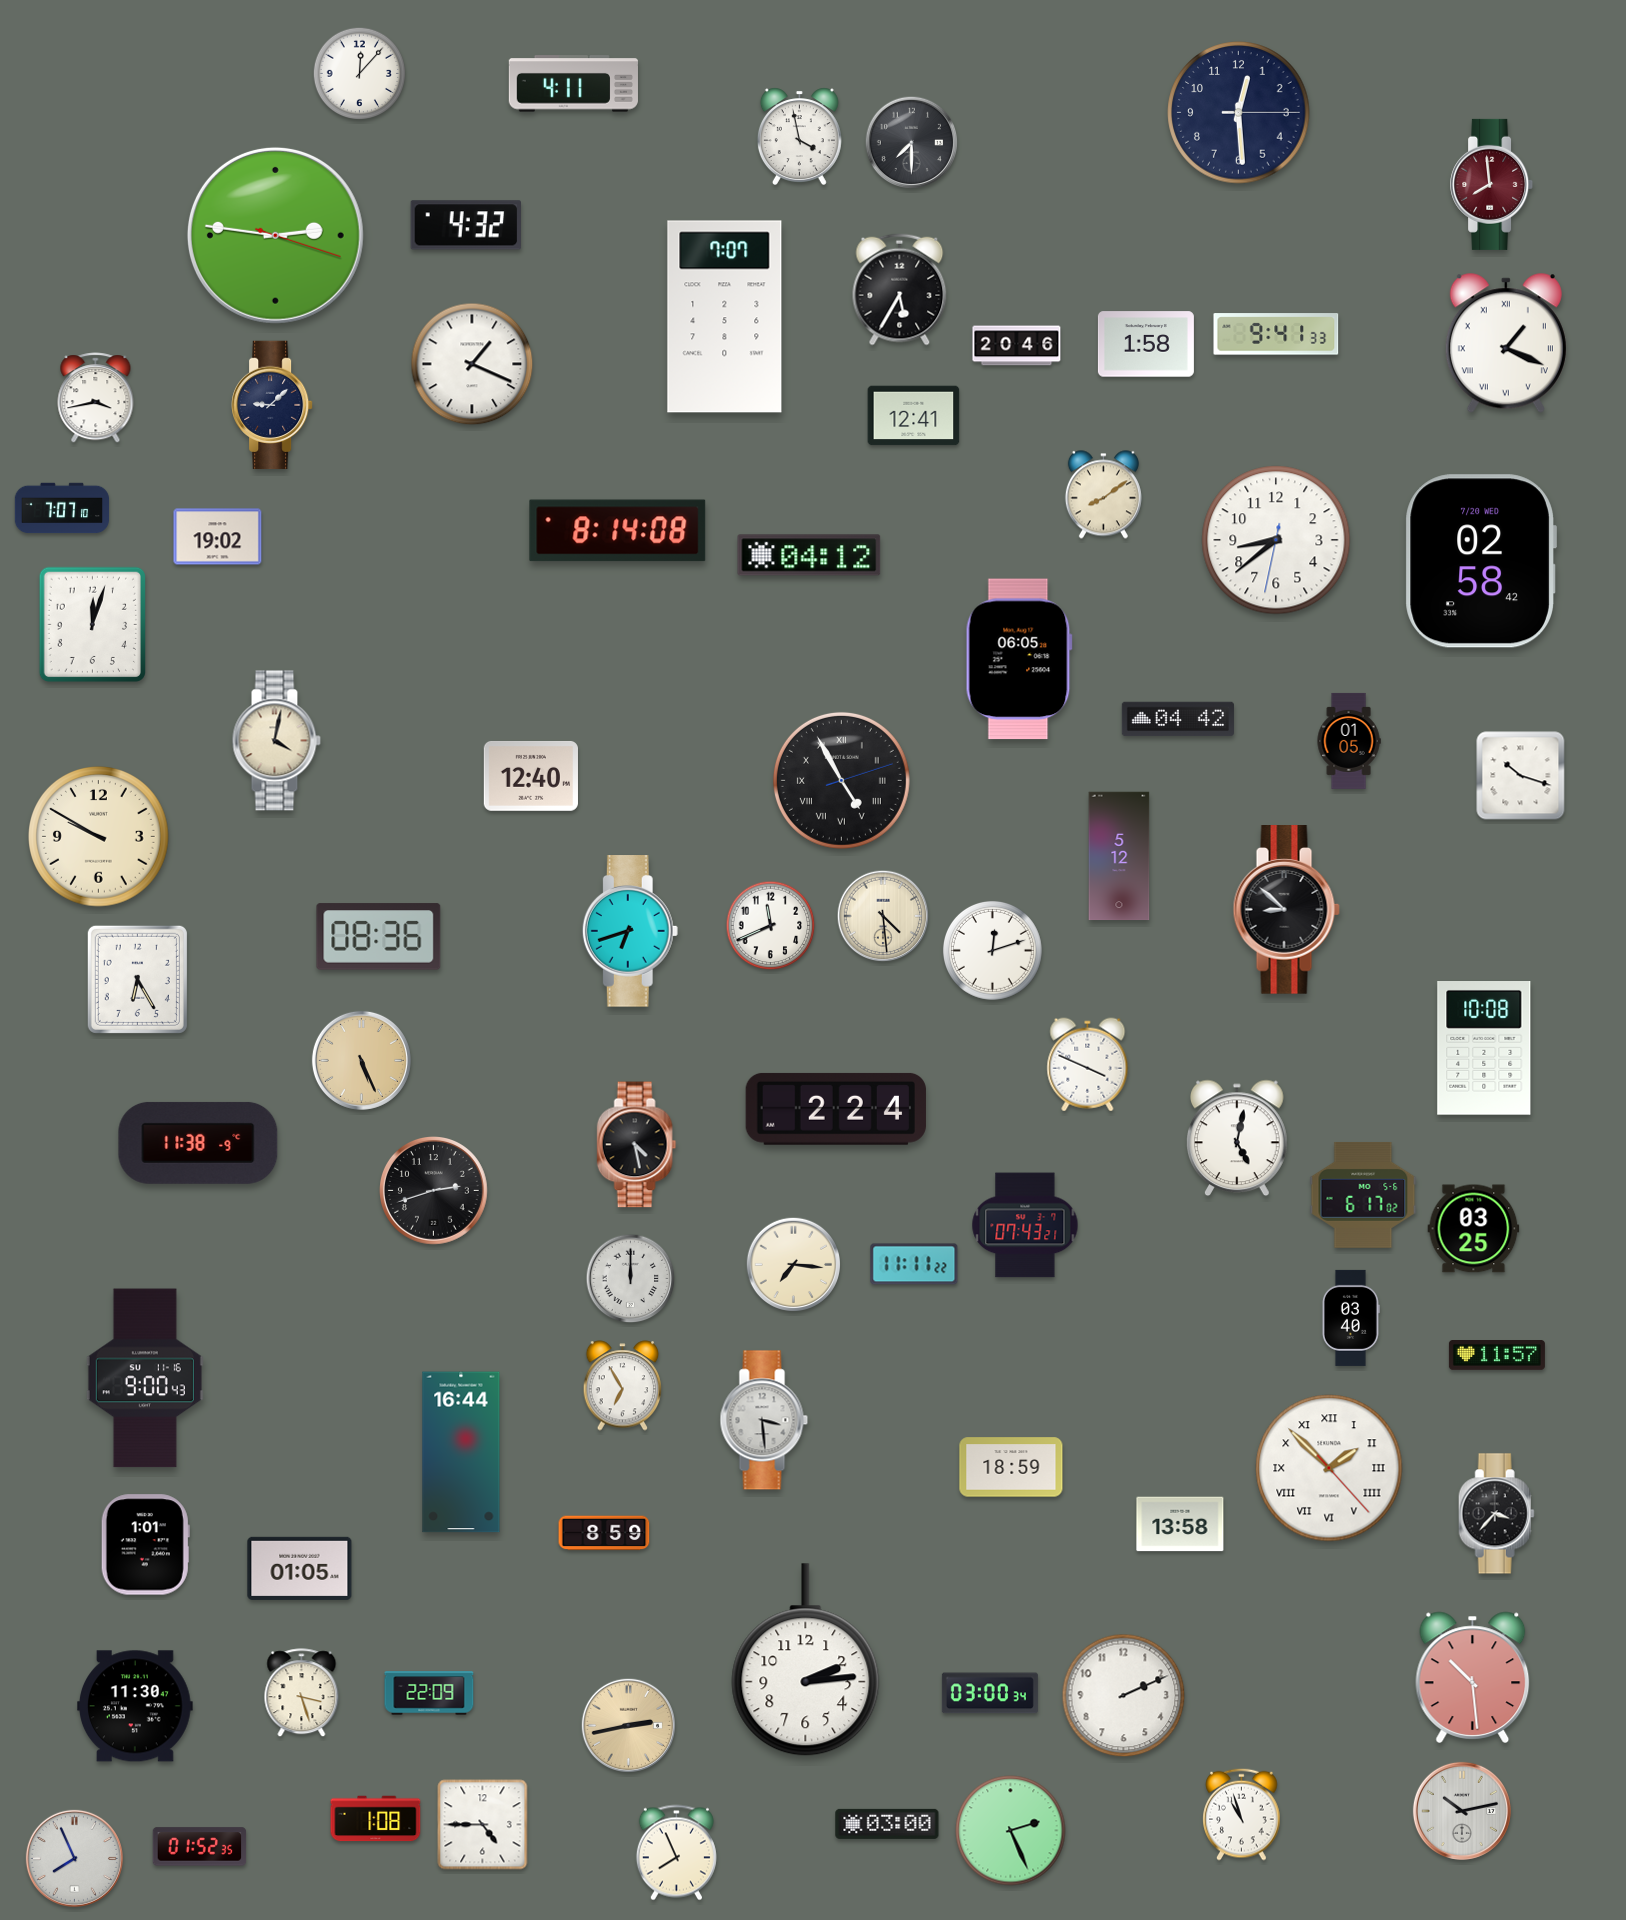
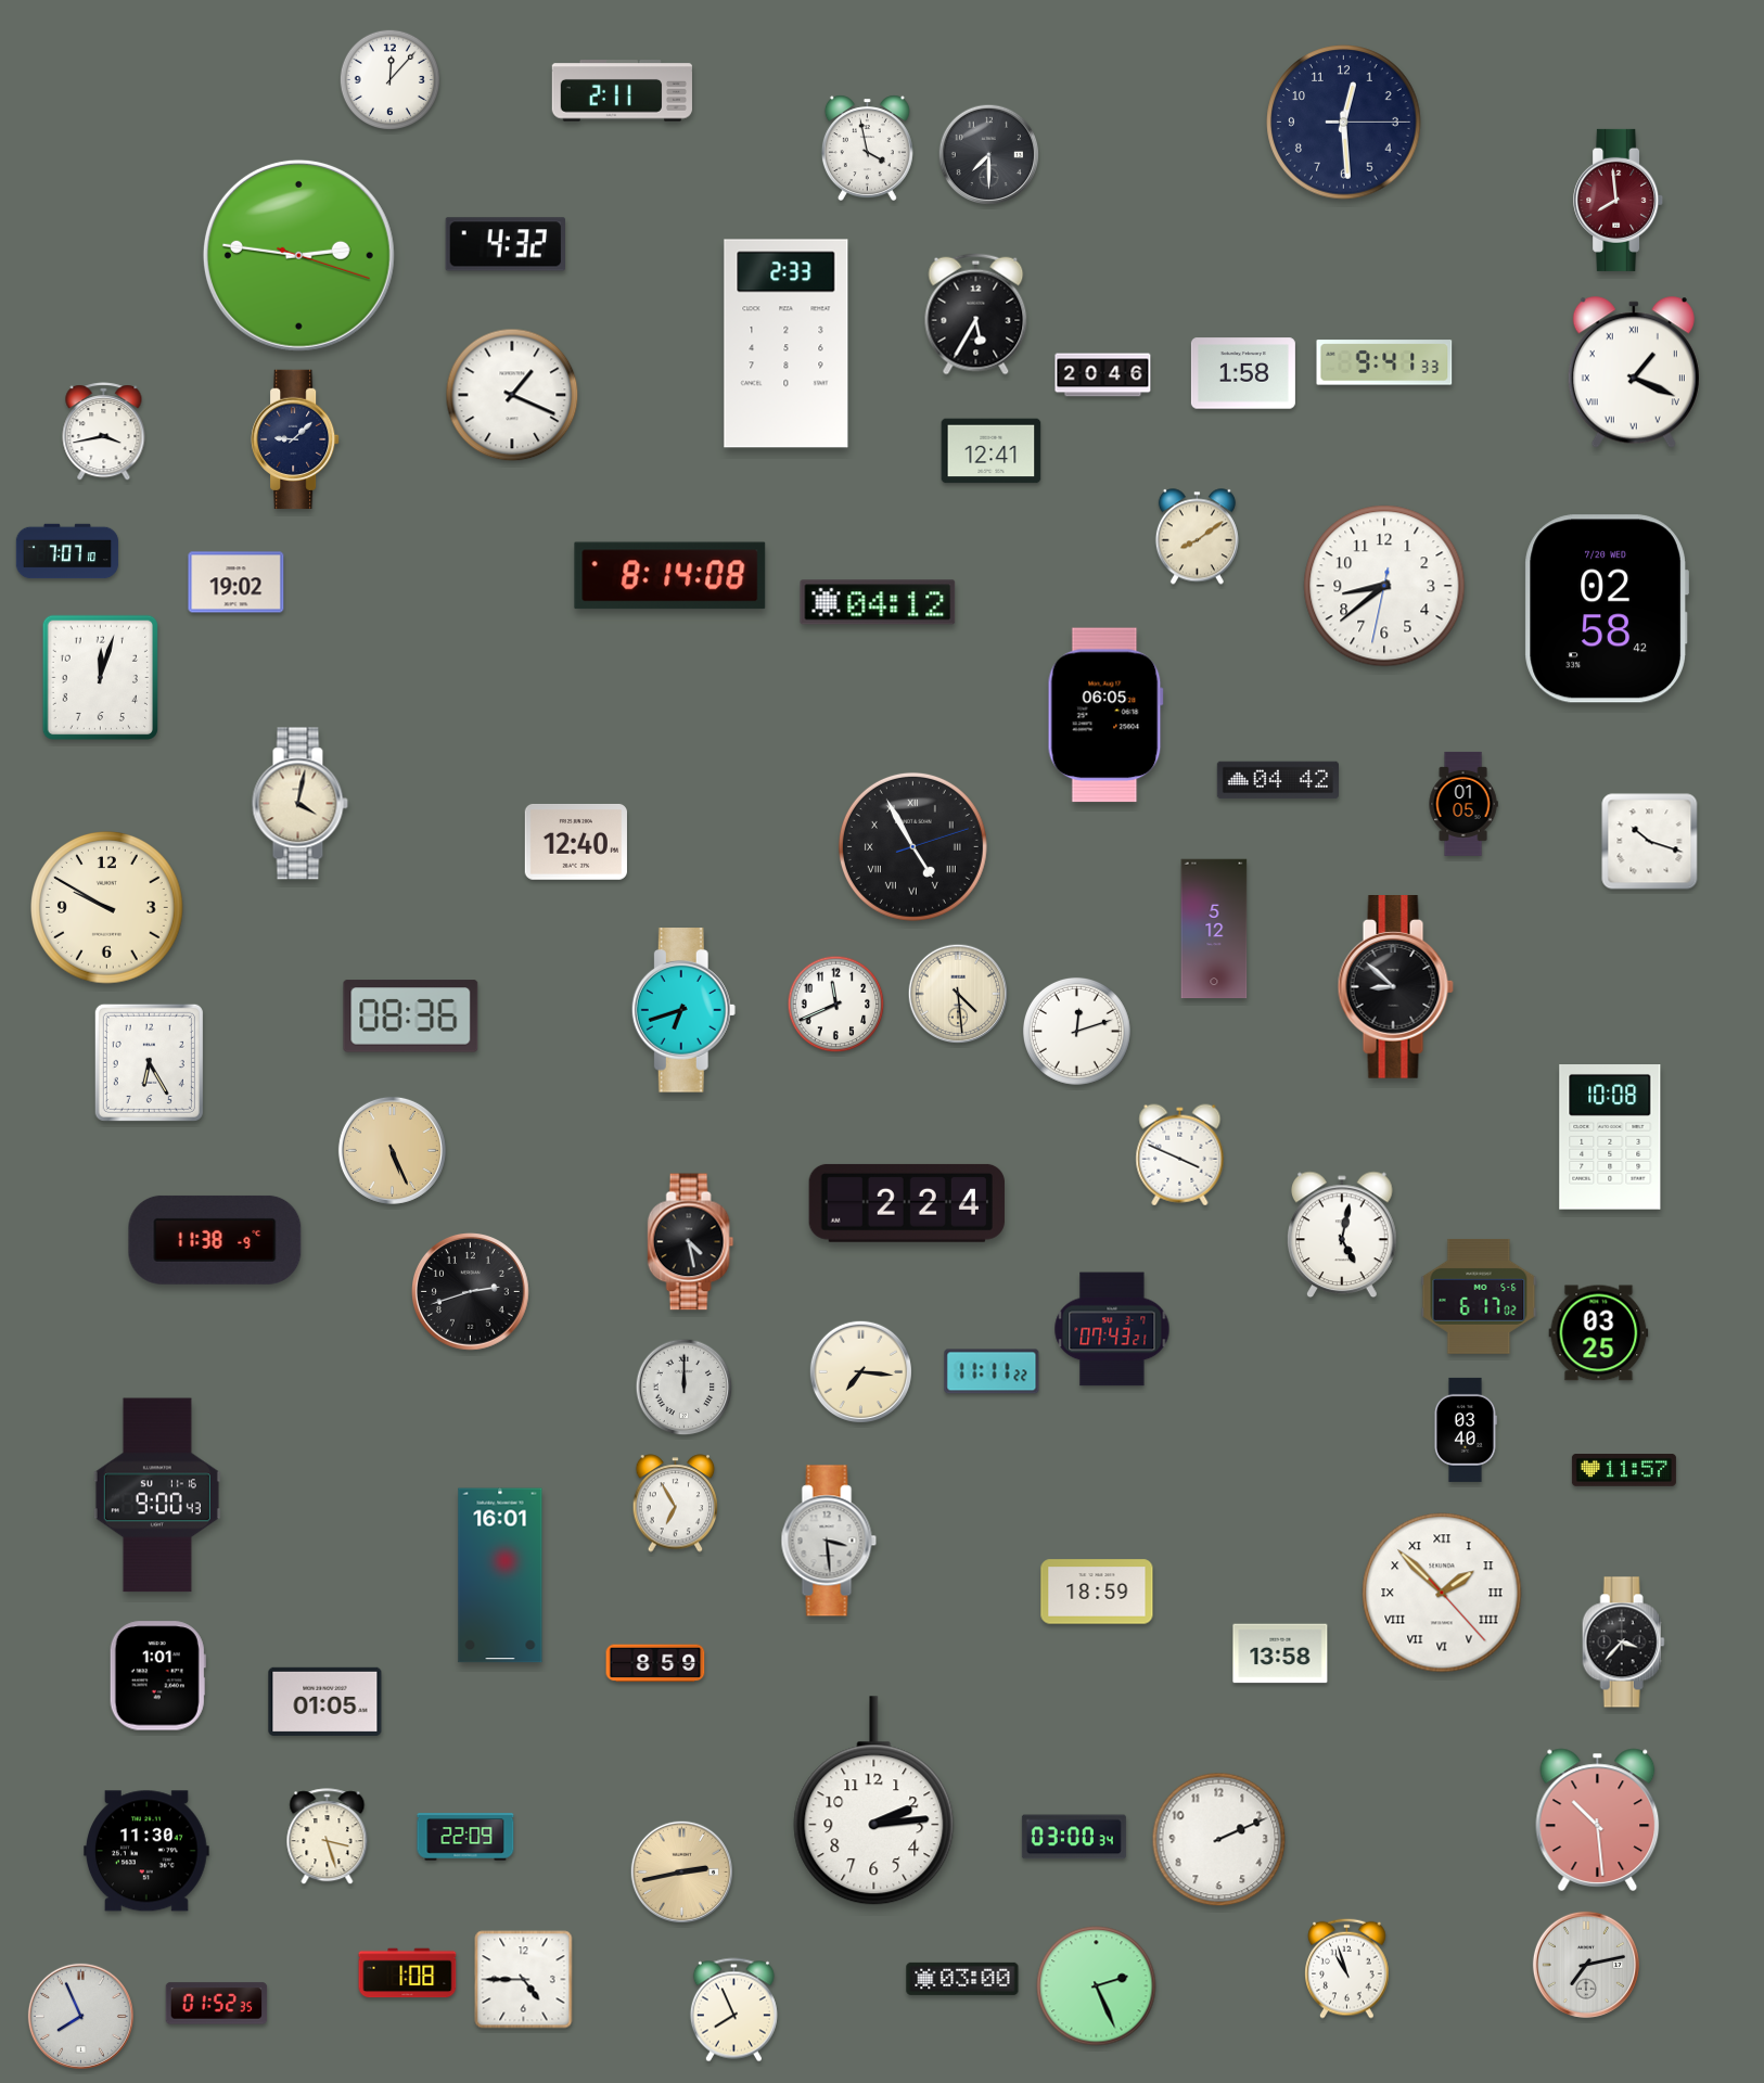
clock at (573, 84): 4:11 -> 2:11
clock at (725, 317): 7:07 -> 2:33
clock at (461, 1452): 16:44 -> 16:01
clock at (1462, 1811): 10:13 -> 7:13
